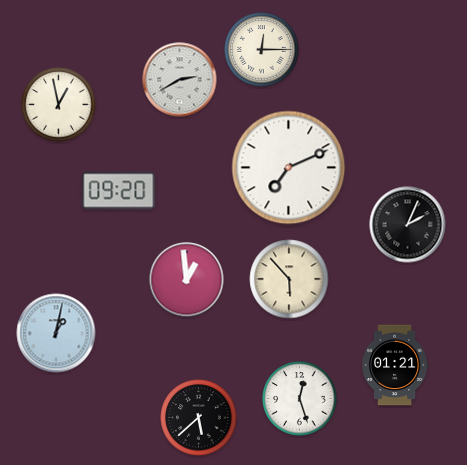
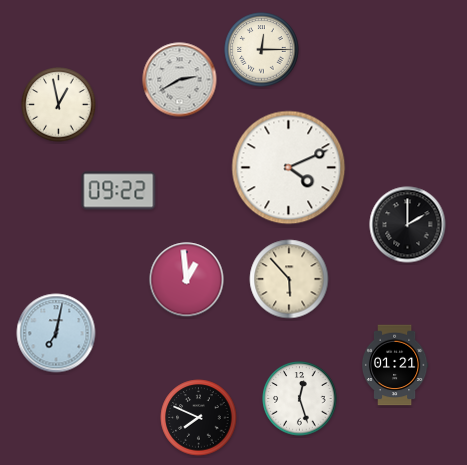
clock at (289, 168): 7:11 -> 4:11
clock at (119, 191): 09:20 -> 09:22
clock at (408, 225): 2:04 -> 2:00
clock at (56, 333): 1:02 -> 7:02
clock at (199, 418): 5:38 -> 7:49
